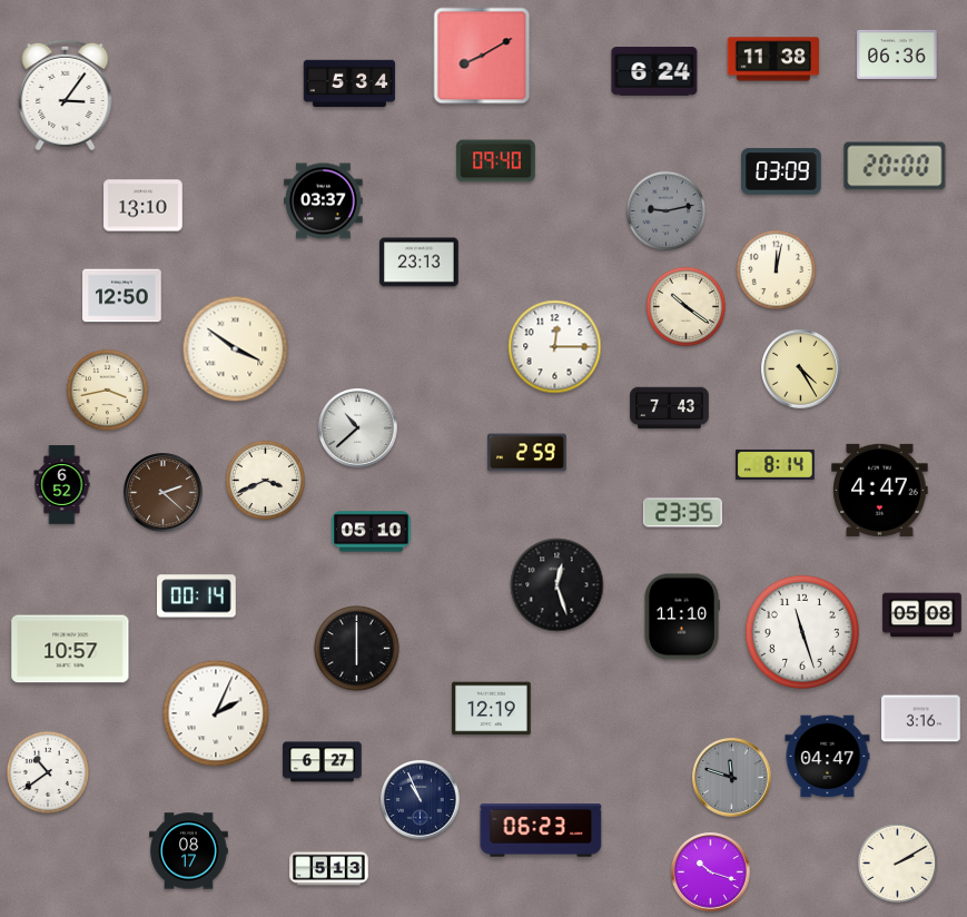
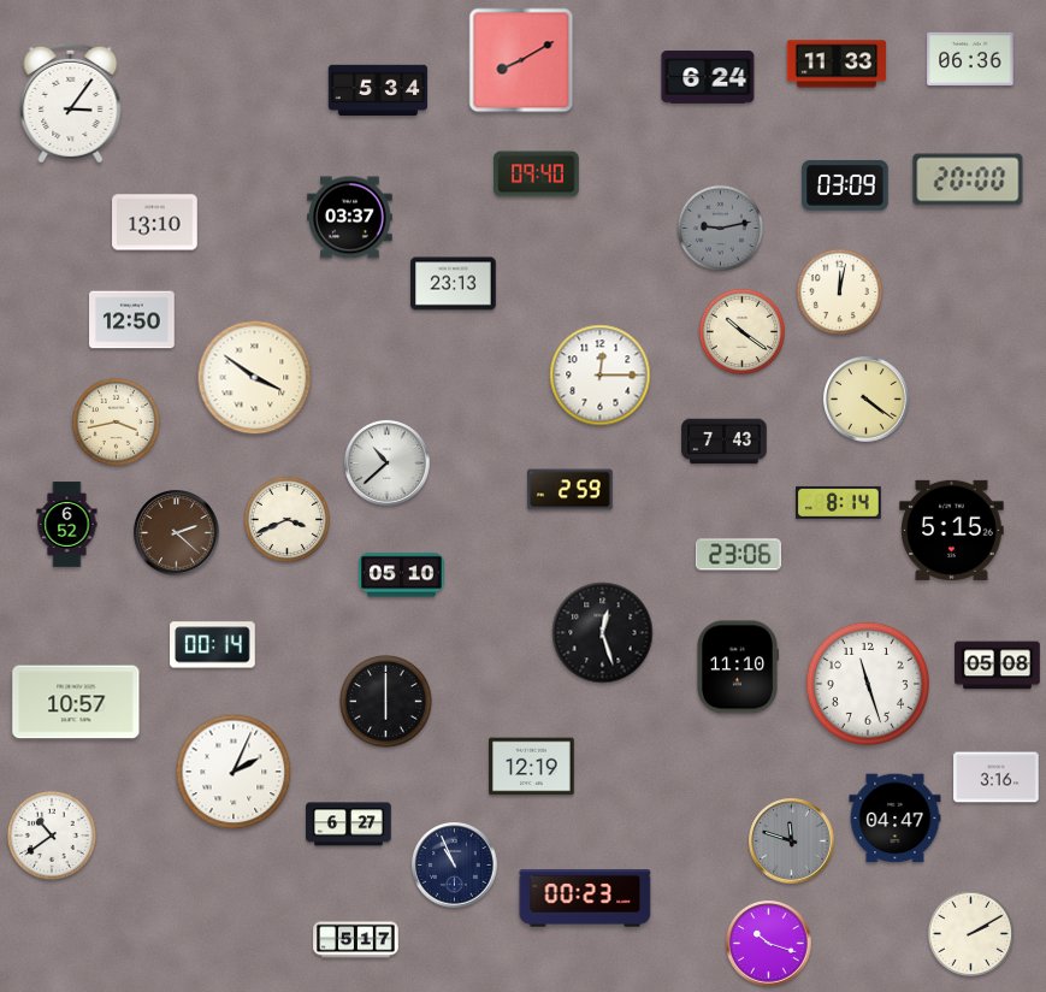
clock at (773, 59): 11:38 -> 11:33
clock at (801, 369): 4:25 -> 4:21
clock at (880, 490): 4:47 -> 5:15
clock at (683, 513): 23:35 -> 23:06
clock at (541, 830): 06:23 -> 00:23
clock at (189, 851): 08:17 -> none
clock at (329, 869): 5:13 -> 5:17
